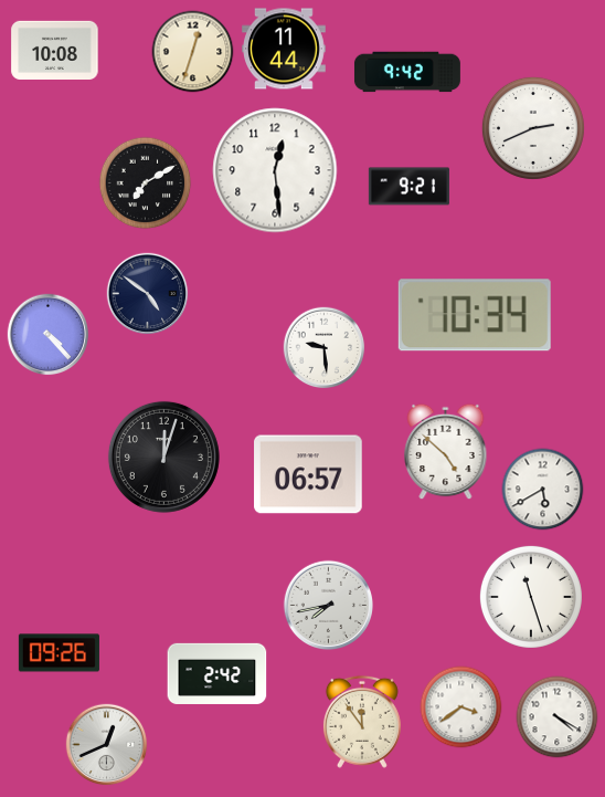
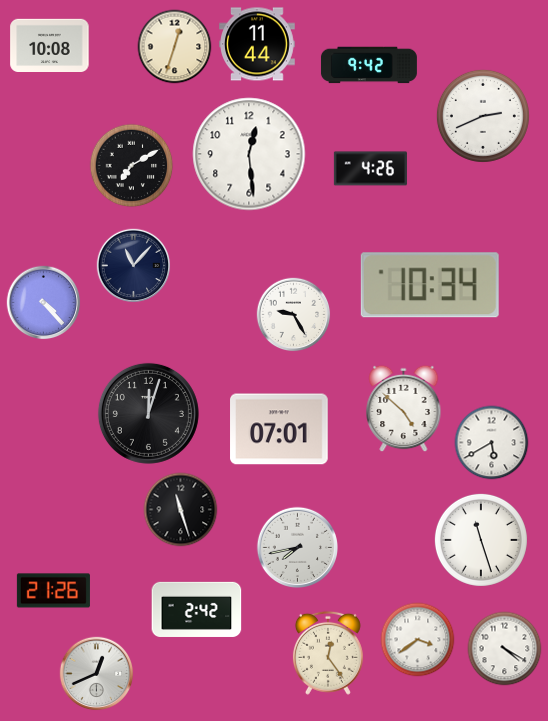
clock at (408, 187): 9:21 -> 4:26
clock at (148, 294): 4:51 -> 11:07
clock at (325, 348): 9:29 -> 9:25
clock at (308, 474): 06:57 -> 07:01
clock at (181, 510): none -> 11:27
clock at (59, 653): 09:26 -> 21:26
clock at (362, 722): 11:54 -> 12:24
